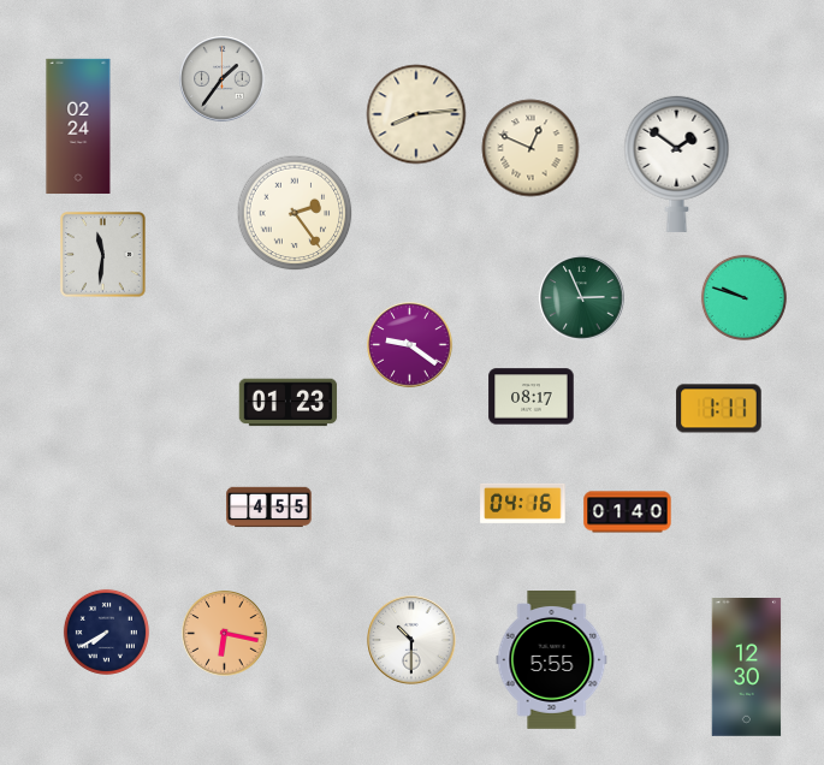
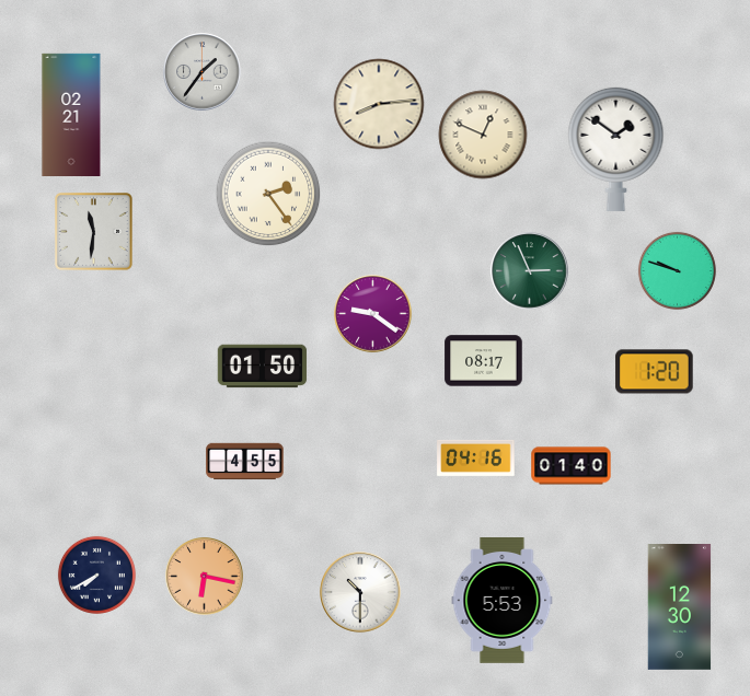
clock at (78, 125): 02:24 -> 02:21
clock at (289, 403): 01:23 -> 01:50
clock at (719, 409): 1:11 -> 1:20
clock at (411, 640) position: (411, 640) -> (360, 592)
clock at (552, 660): 5:55 -> 5:53
